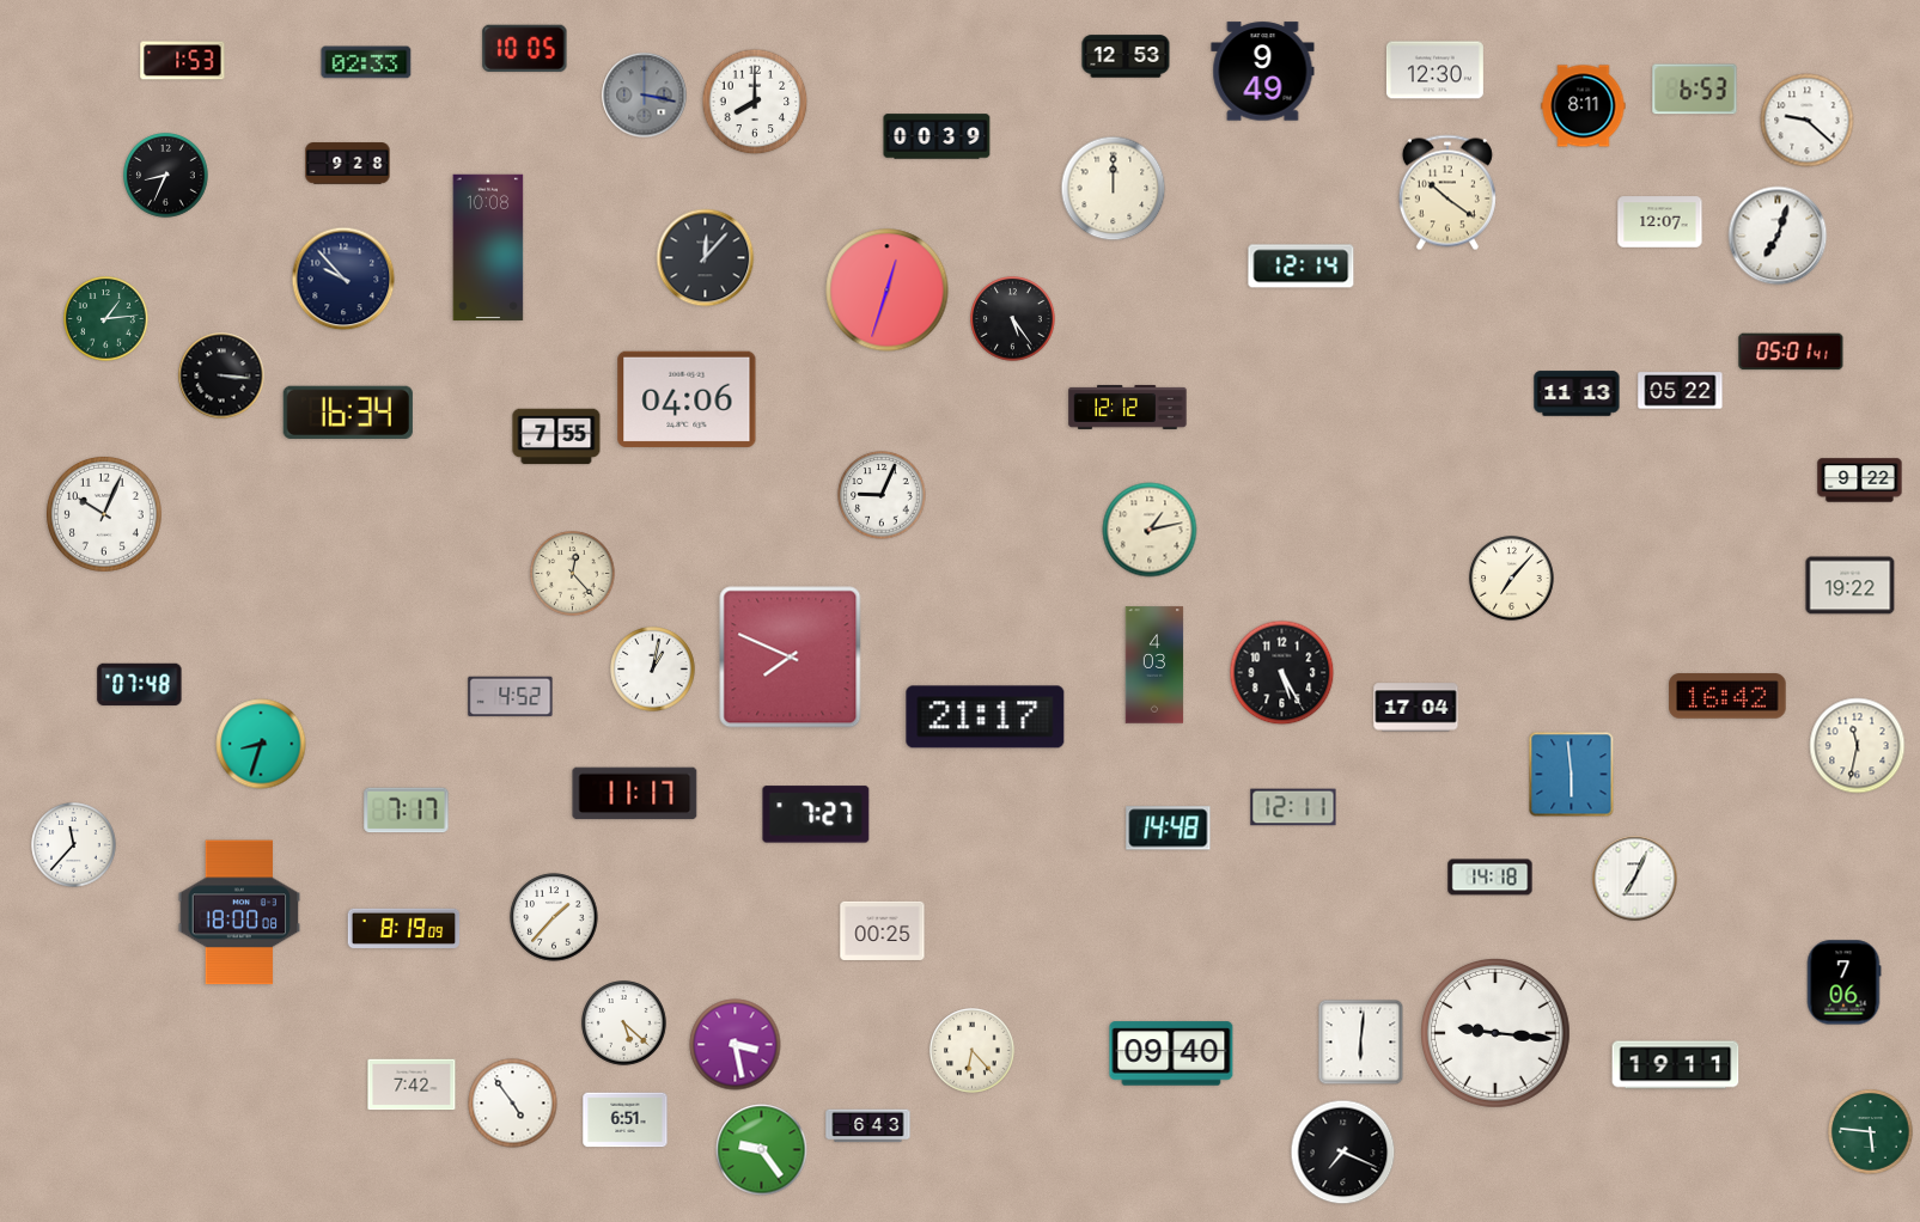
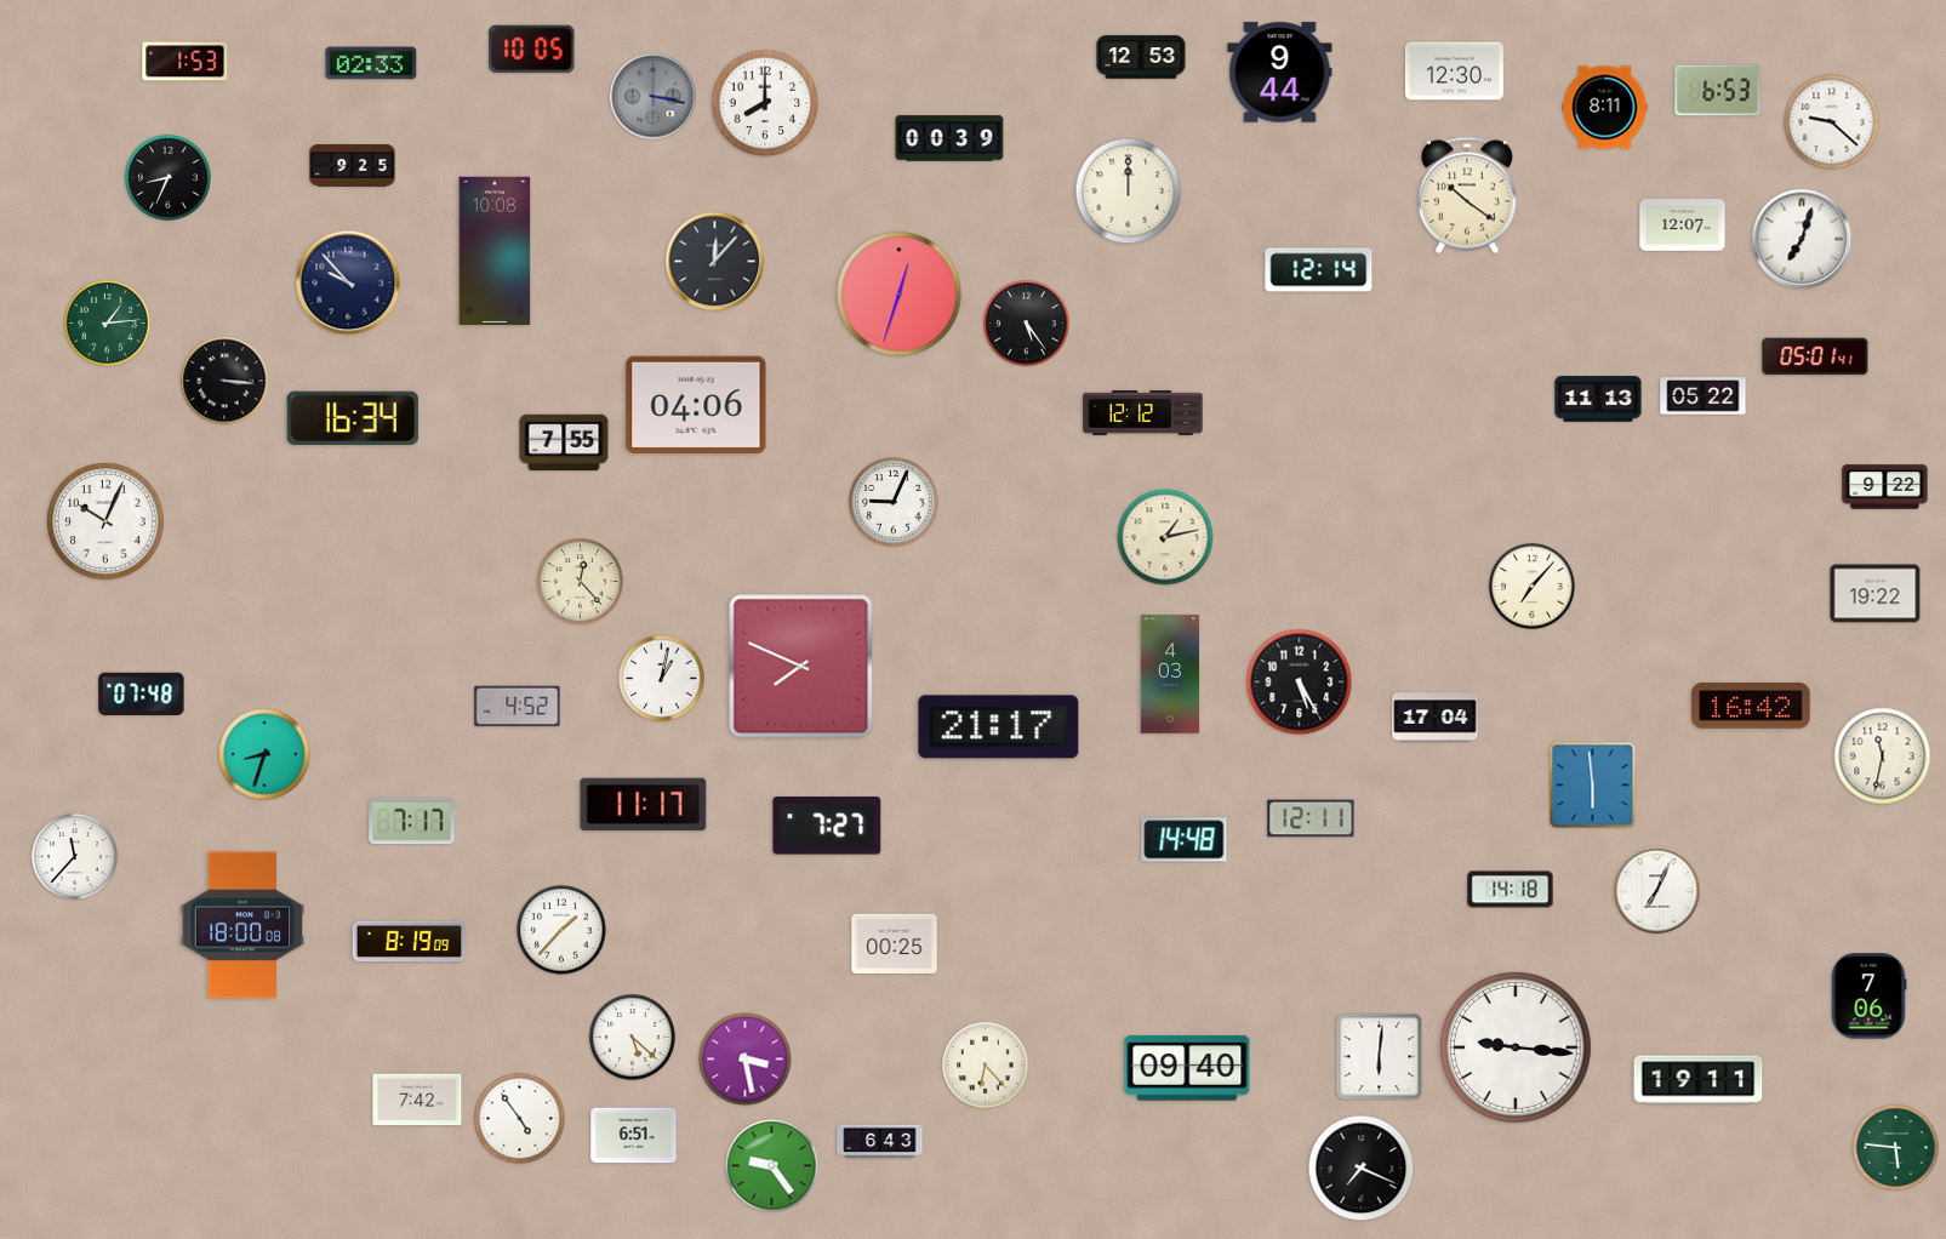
clock at (1263, 72): 9:49 -> 9:44
clock at (348, 164): 9:28 -> 9:25
